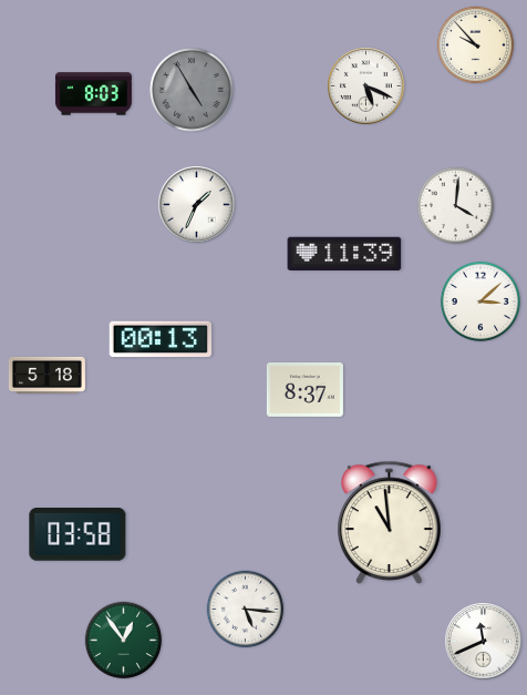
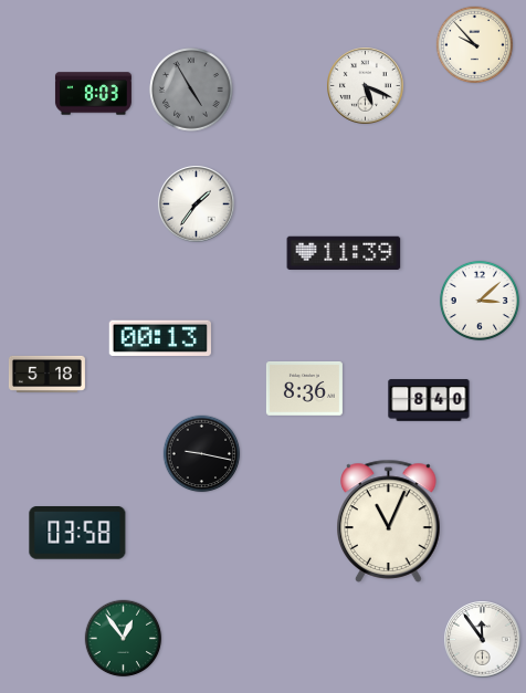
clock at (197, 205): 1:34 -> 1:36
clock at (456, 206): 4:01 -> none
clock at (304, 390): 8:37 -> 8:36
clock at (429, 400): none -> 8:40
clock at (202, 454): none -> 9:17
clock at (390, 522): 10:59 -> 11:04
clock at (246, 610): 5:16 -> none
clock at (484, 642): 11:41 -> 11:54
